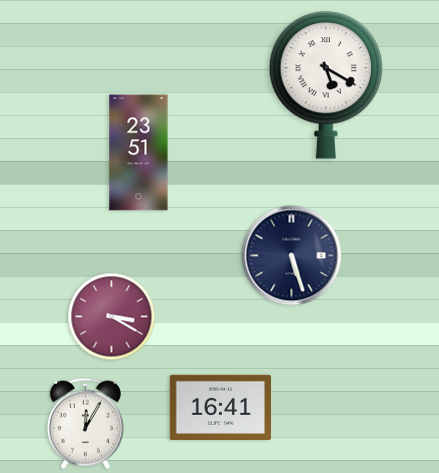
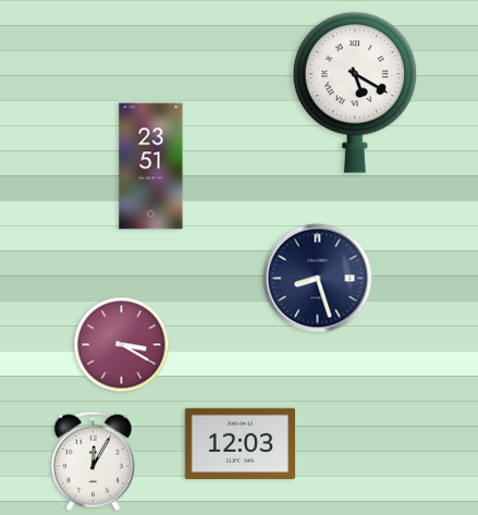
clock at (292, 256): 5:27 -> 8:27
clock at (220, 408): 16:41 -> 12:03
